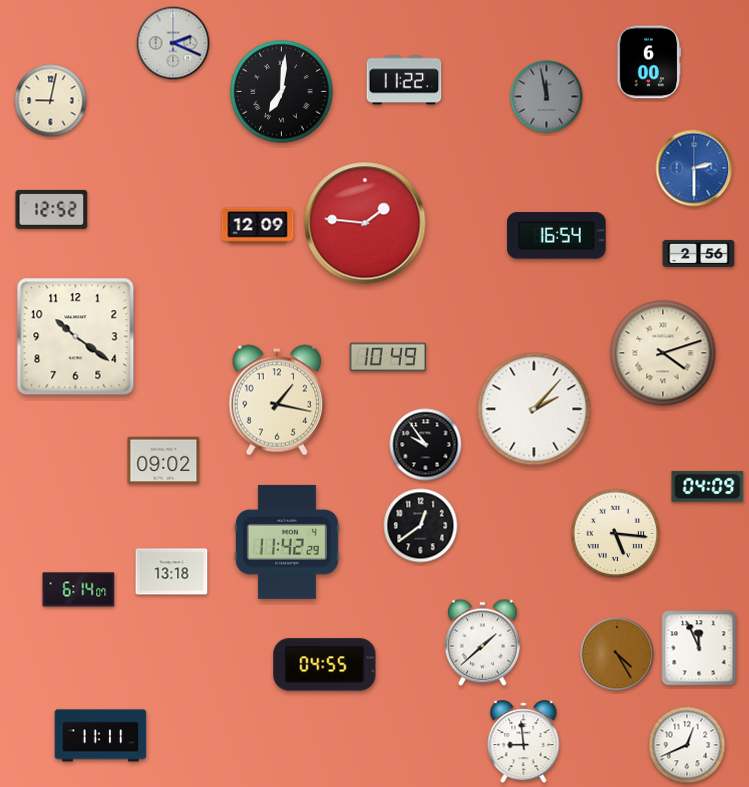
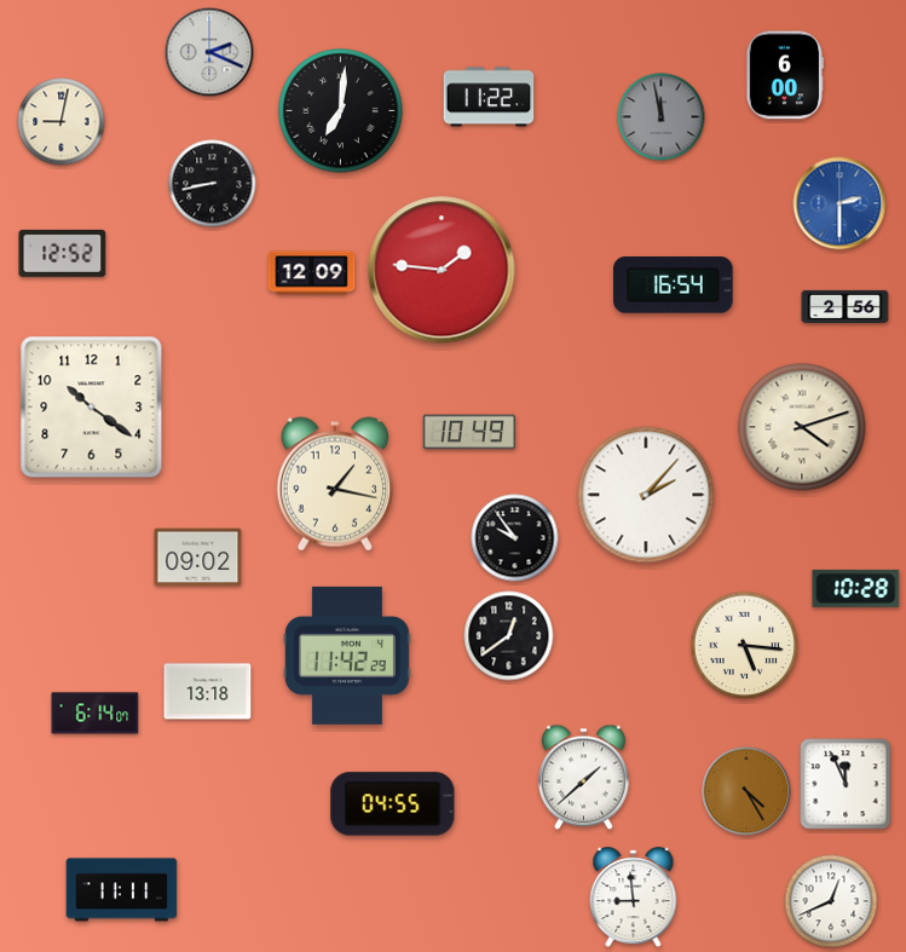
clock at (213, 184): none -> 8:43
clock at (708, 486): 04:09 -> 10:28
